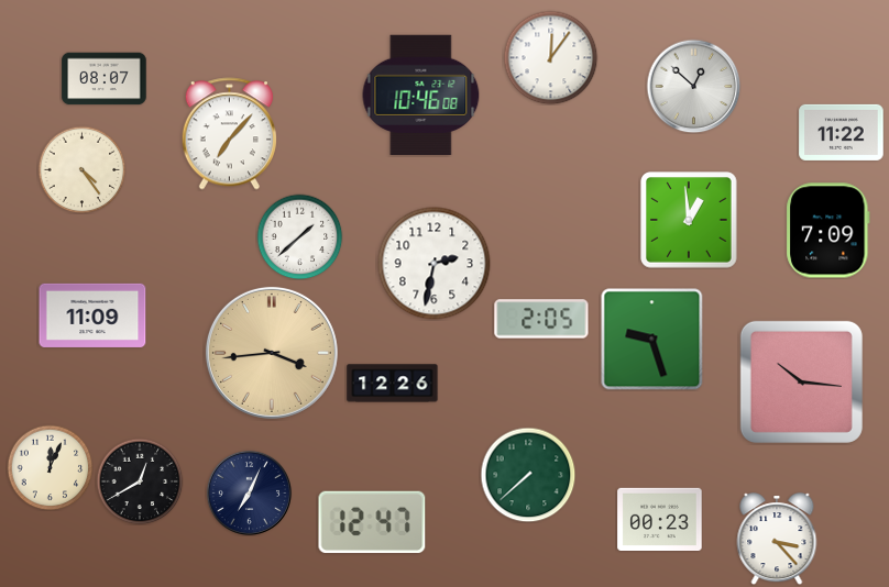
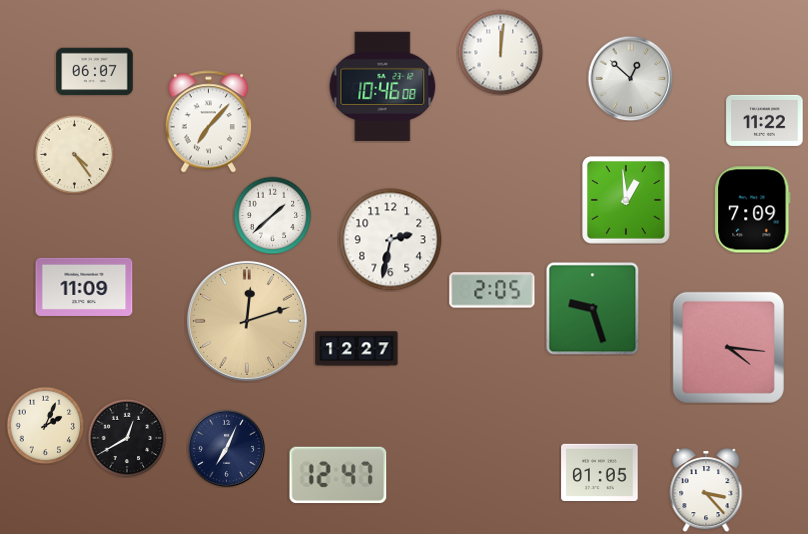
clock at (550, 57): 12:06 -> 12:01
clock at (105, 79): 08:07 -> 06:07
clock at (435, 264) position: (435, 264) -> (391, 240)
clock at (272, 353): 3:44 -> 12:12
clock at (801, 381): 10:16 -> 4:16
clock at (393, 384): 12:26 -> 12:27
clock at (50, 467): 12:04 -> 2:04
clock at (528, 475): 7:38 -> none
clock at (660, 519): 00:23 -> 01:05
